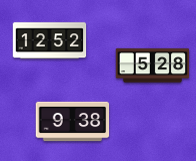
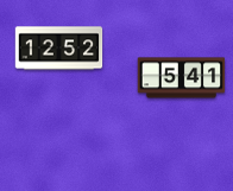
clock at (153, 66): 5:28 -> 5:41
clock at (73, 122): 9:38 -> none
